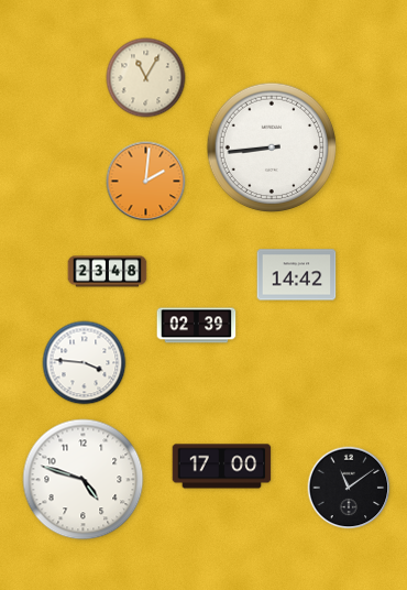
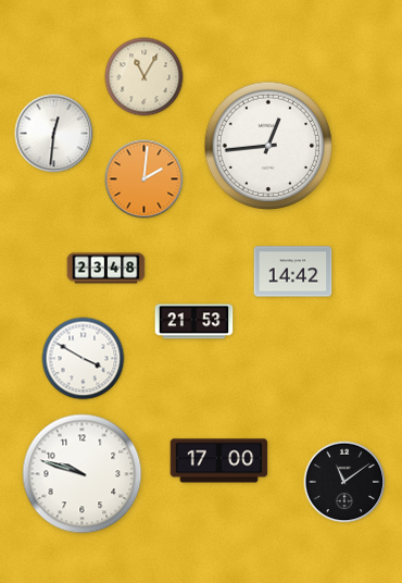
clock at (54, 134): none -> 12:31
clock at (272, 147): 8:44 -> 12:44
clock at (197, 326): 02:39 -> 21:53
clock at (85, 363): 3:46 -> 3:50
clock at (84, 480): 4:48 -> 9:48
